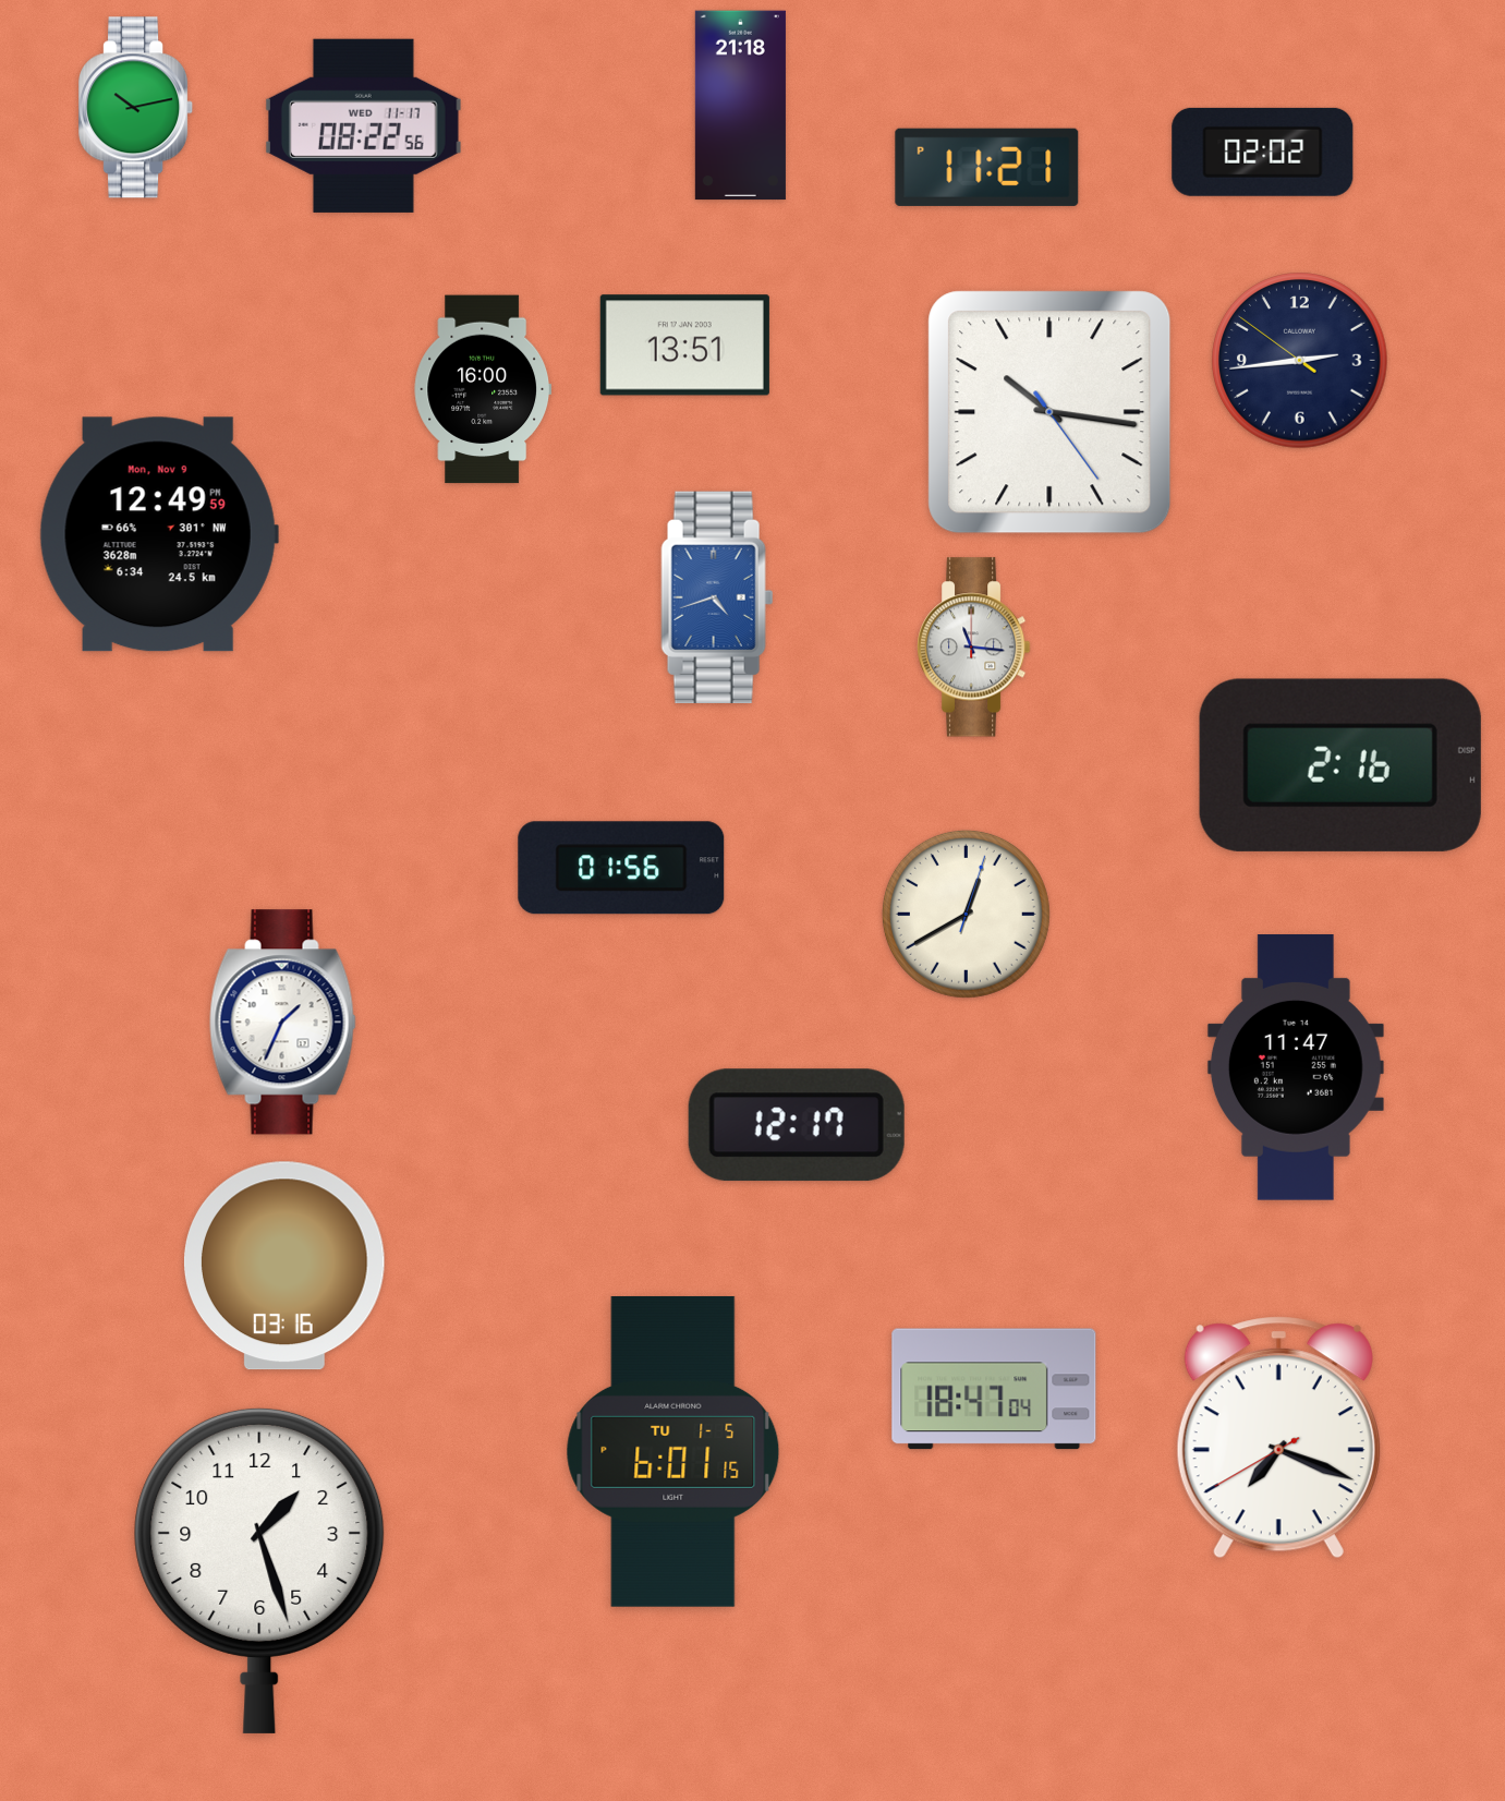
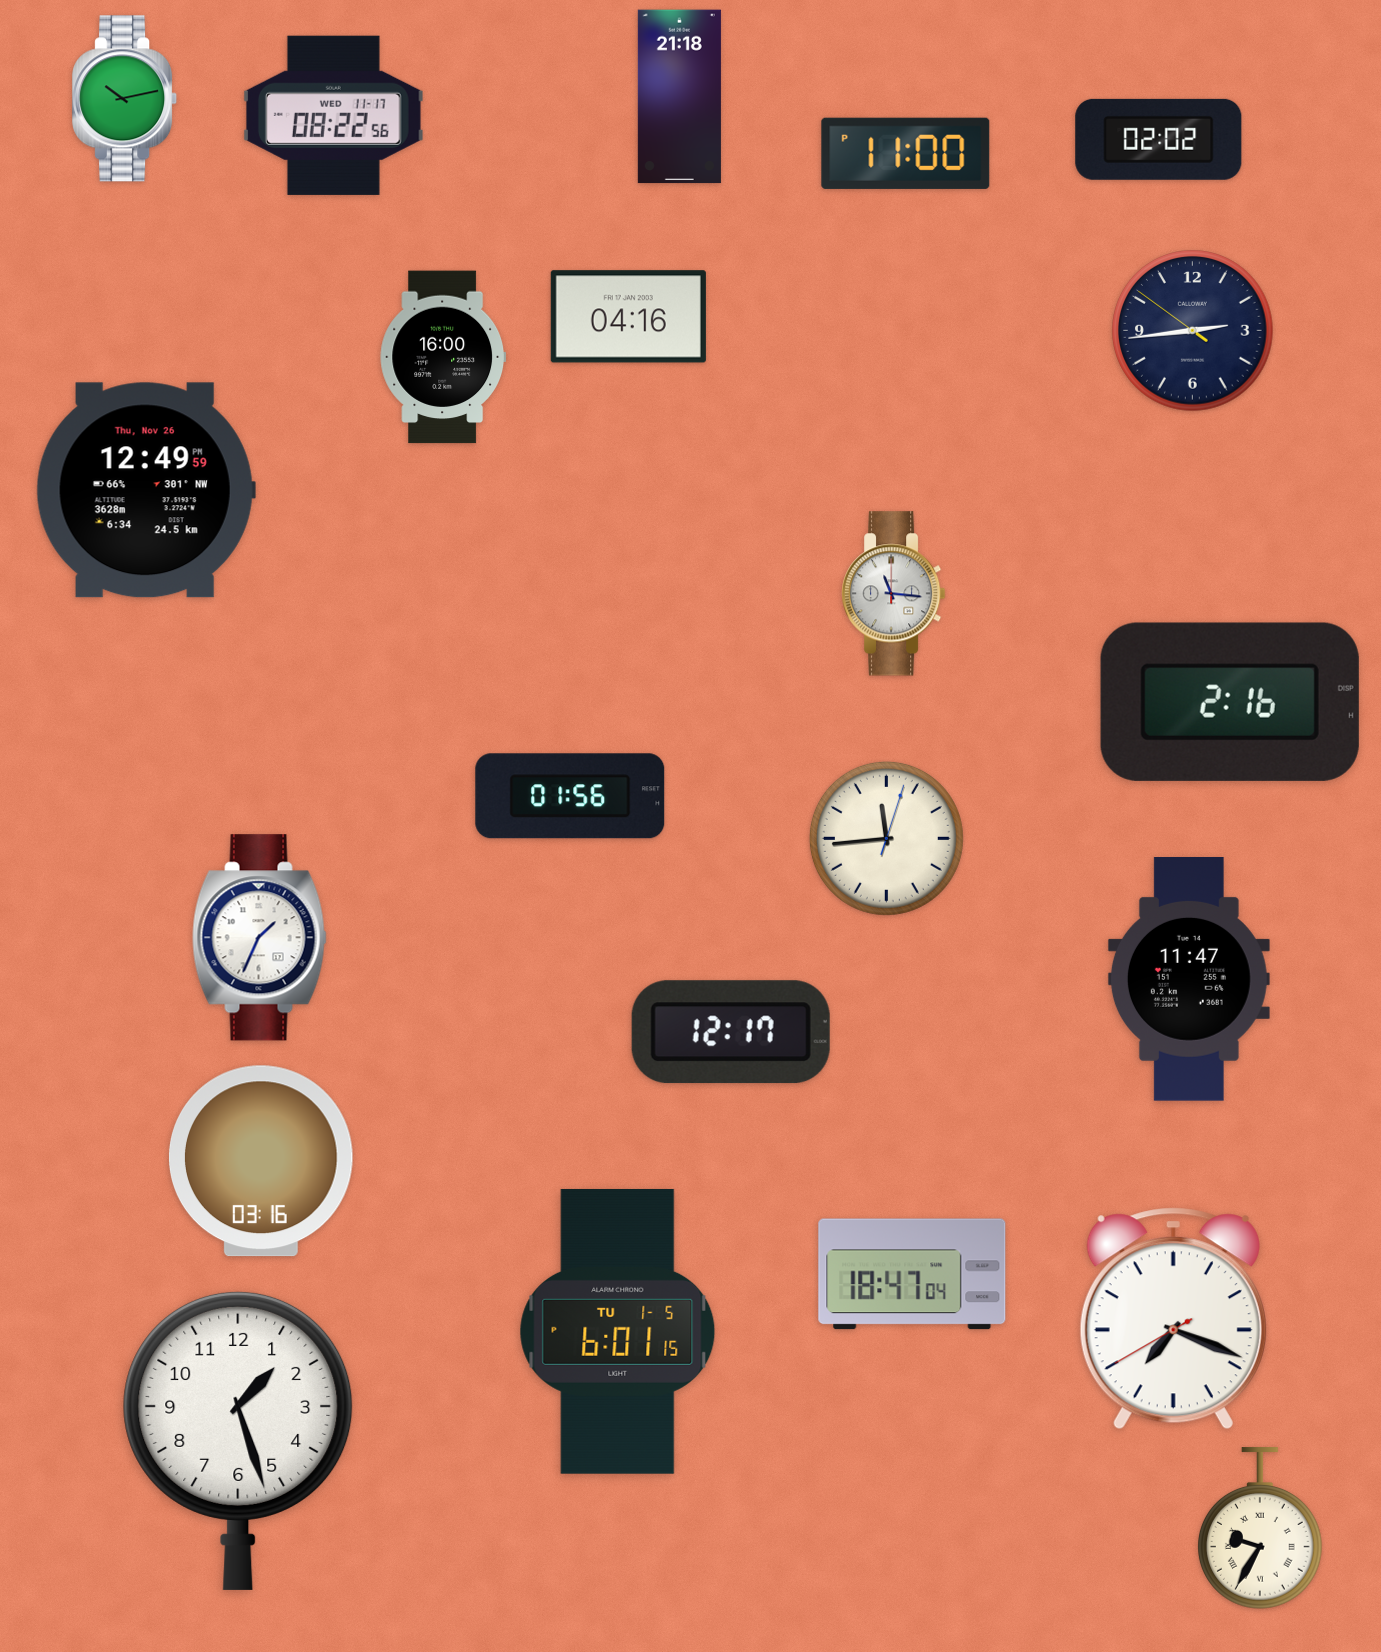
clock at (987, 167): 11:21 -> 11:00
clock at (684, 346): 13:51 -> 04:16
clock at (1049, 412): 10:16 -> none
clock at (159, 534) date: Mon, Nov 9 -> Thu, Nov 26
clock at (717, 596): 4:42 -> none
clock at (966, 914): 12:40 -> 11:44
clock at (1261, 1528): none -> 9:35
